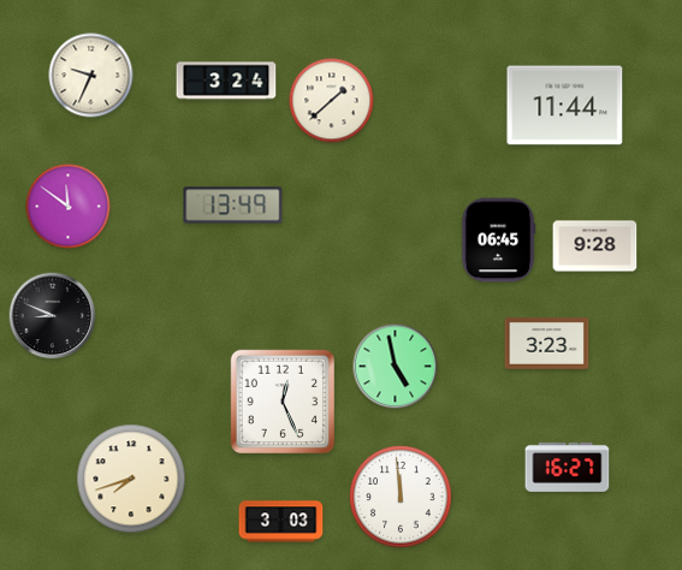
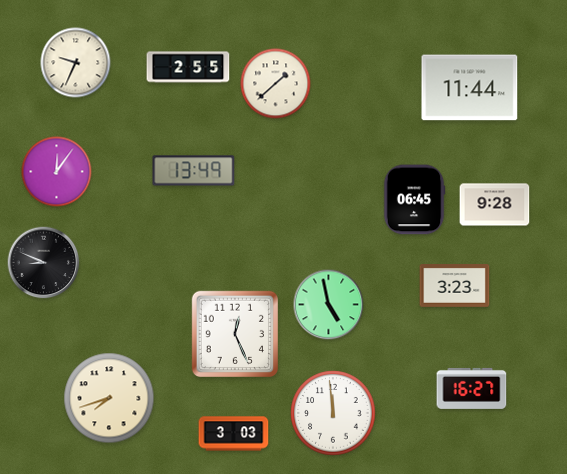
clock at (226, 81): 3:24 -> 2:55
clock at (69, 207): 11:51 -> 12:06
